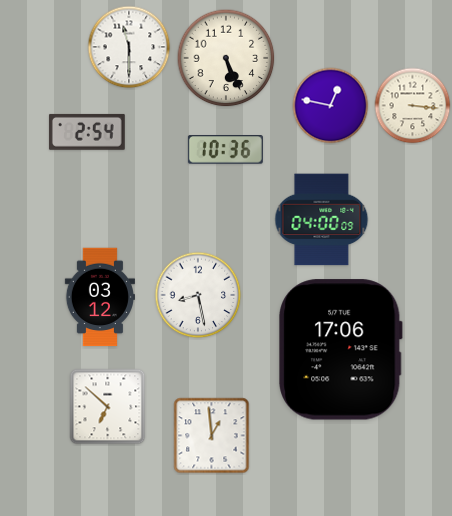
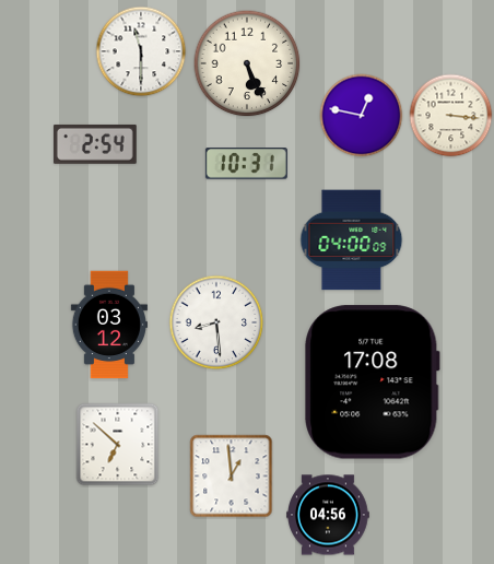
clock at (225, 150): 10:36 -> 10:31
clock at (198, 295): 8:28 -> 8:29
clock at (341, 350): 17:06 -> 17:08
clock at (329, 515): none -> 04:56
